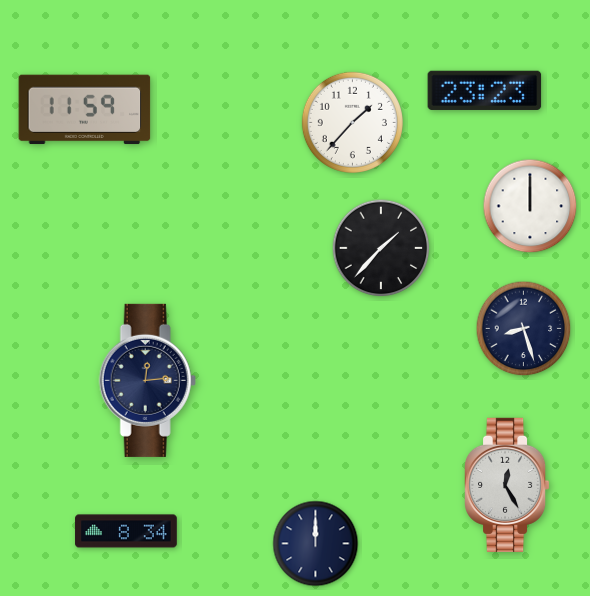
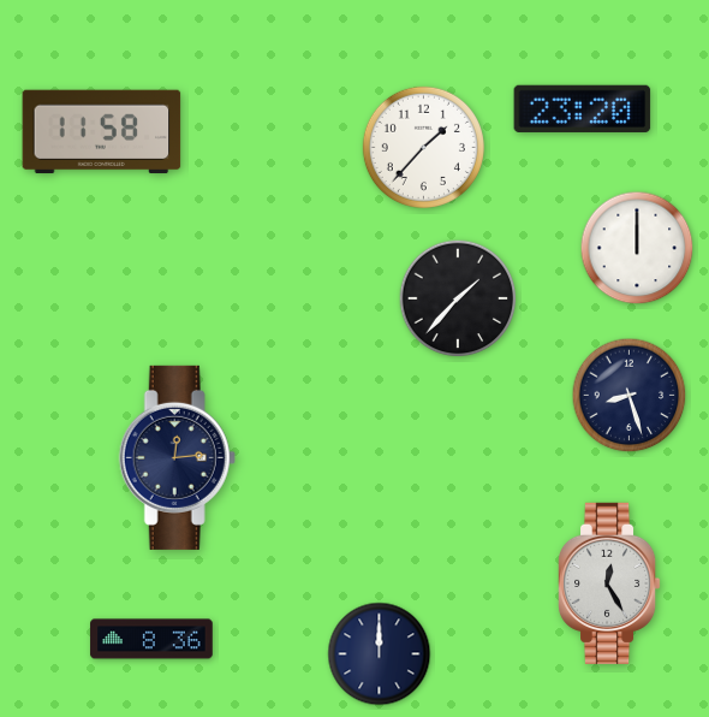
clock at (485, 90): 23:23 -> 23:20
clock at (85, 110): 11:59 -> 11:58
clock at (126, 531): 8:34 -> 8:36
